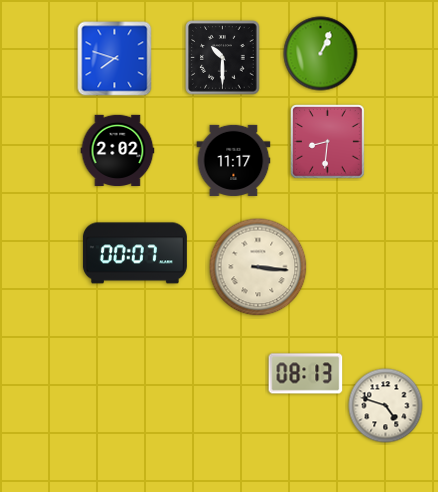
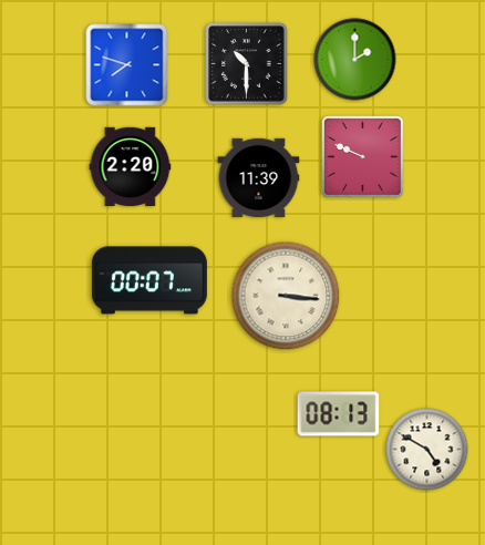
clock at (321, 54): 1:04 -> 2:00
clock at (328, 142): 8:31 -> 9:49
clock at (118, 150): 2:02 -> 2:20
clock at (234, 160): 11:17 -> 11:39
clock at (386, 406): 4:48 -> 4:50
